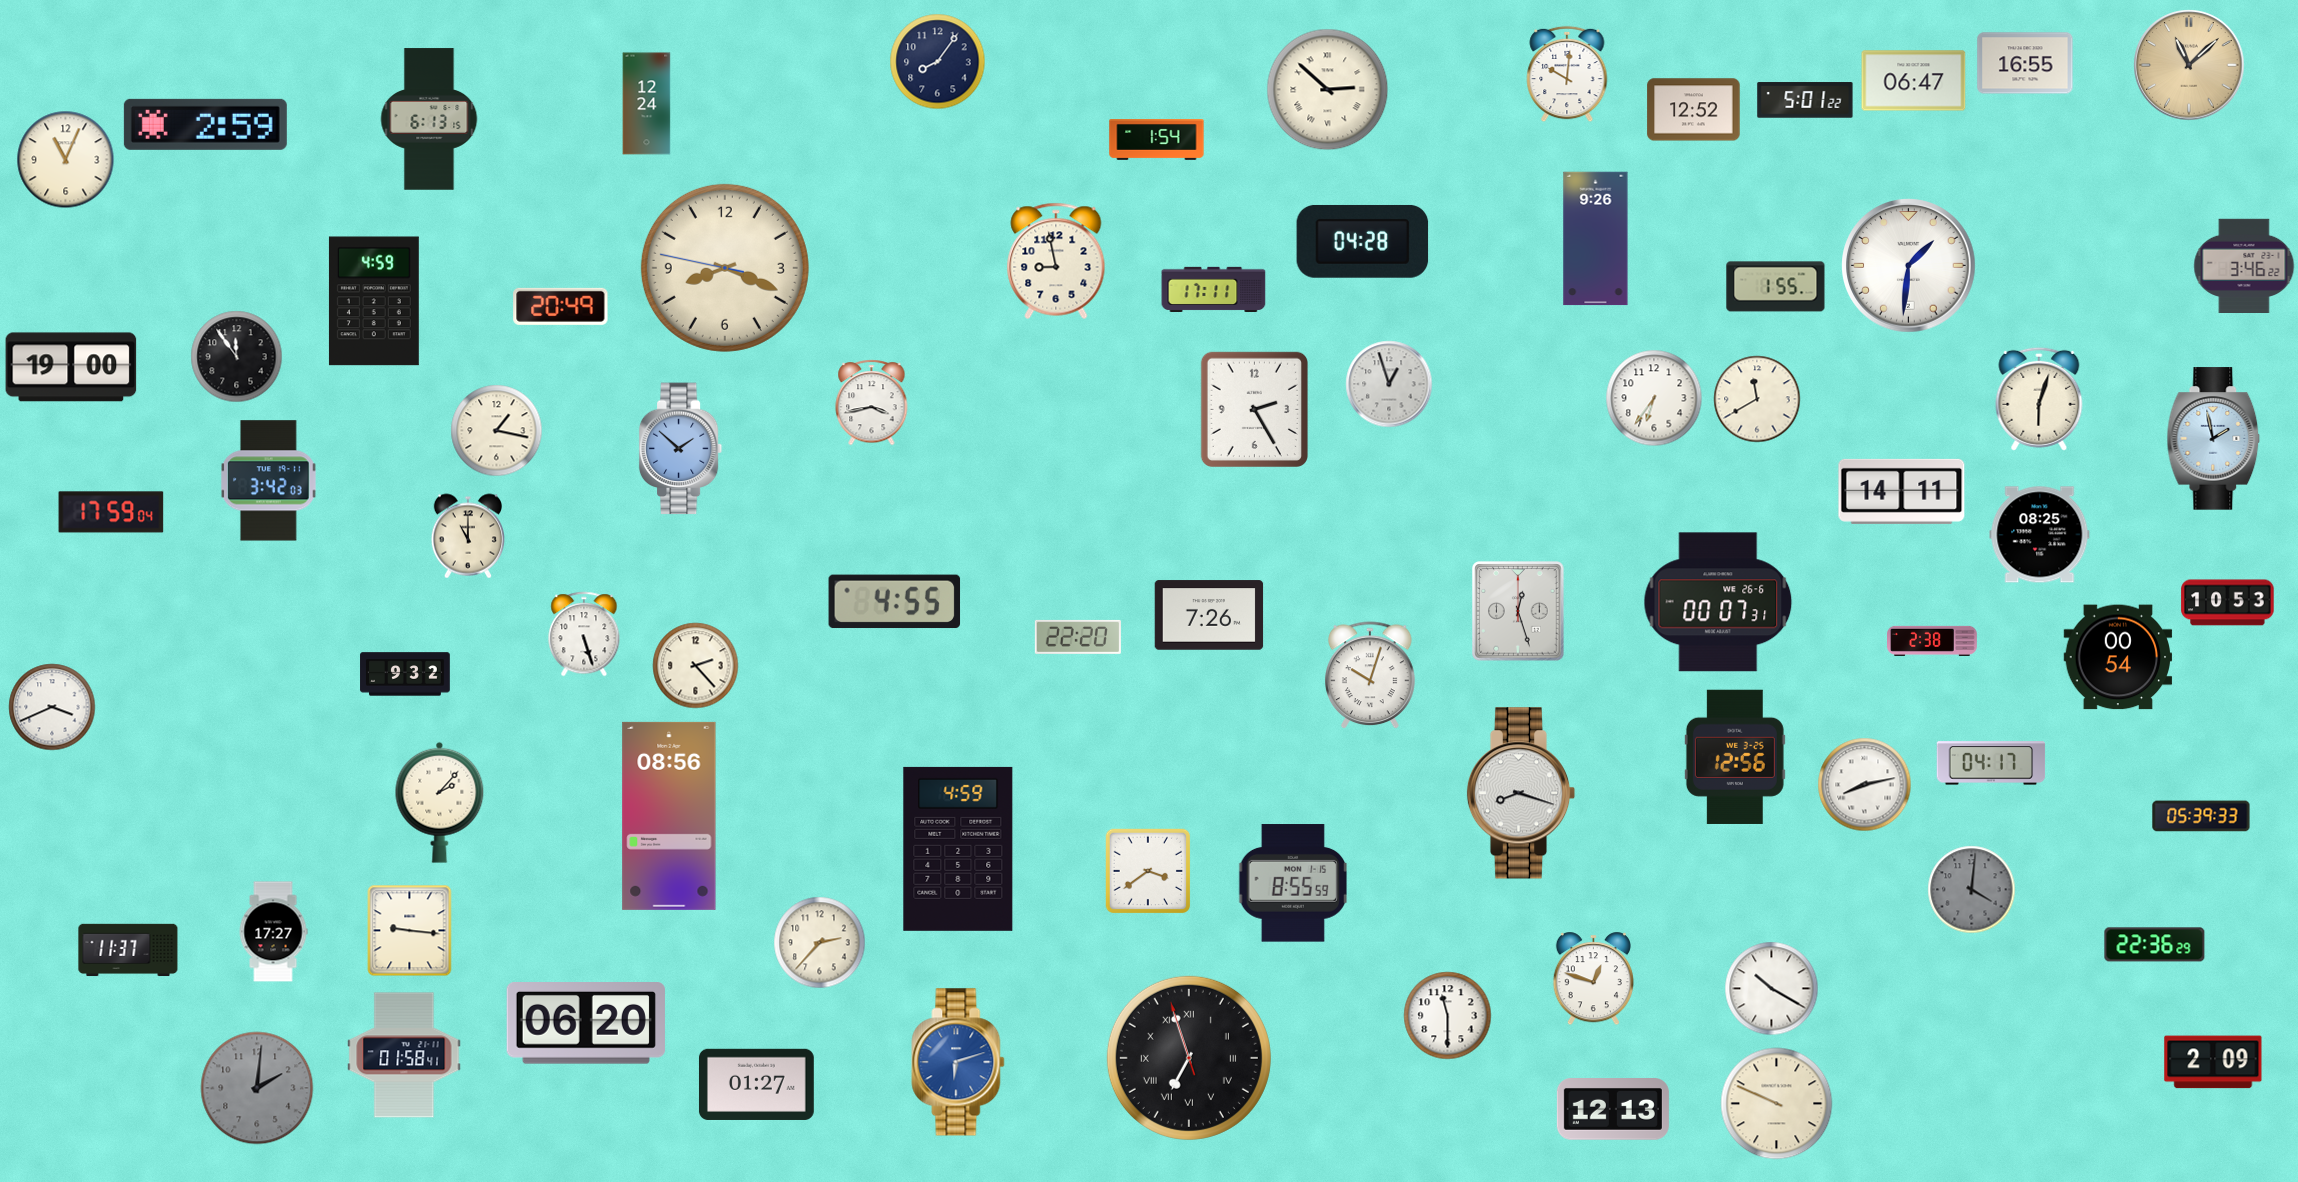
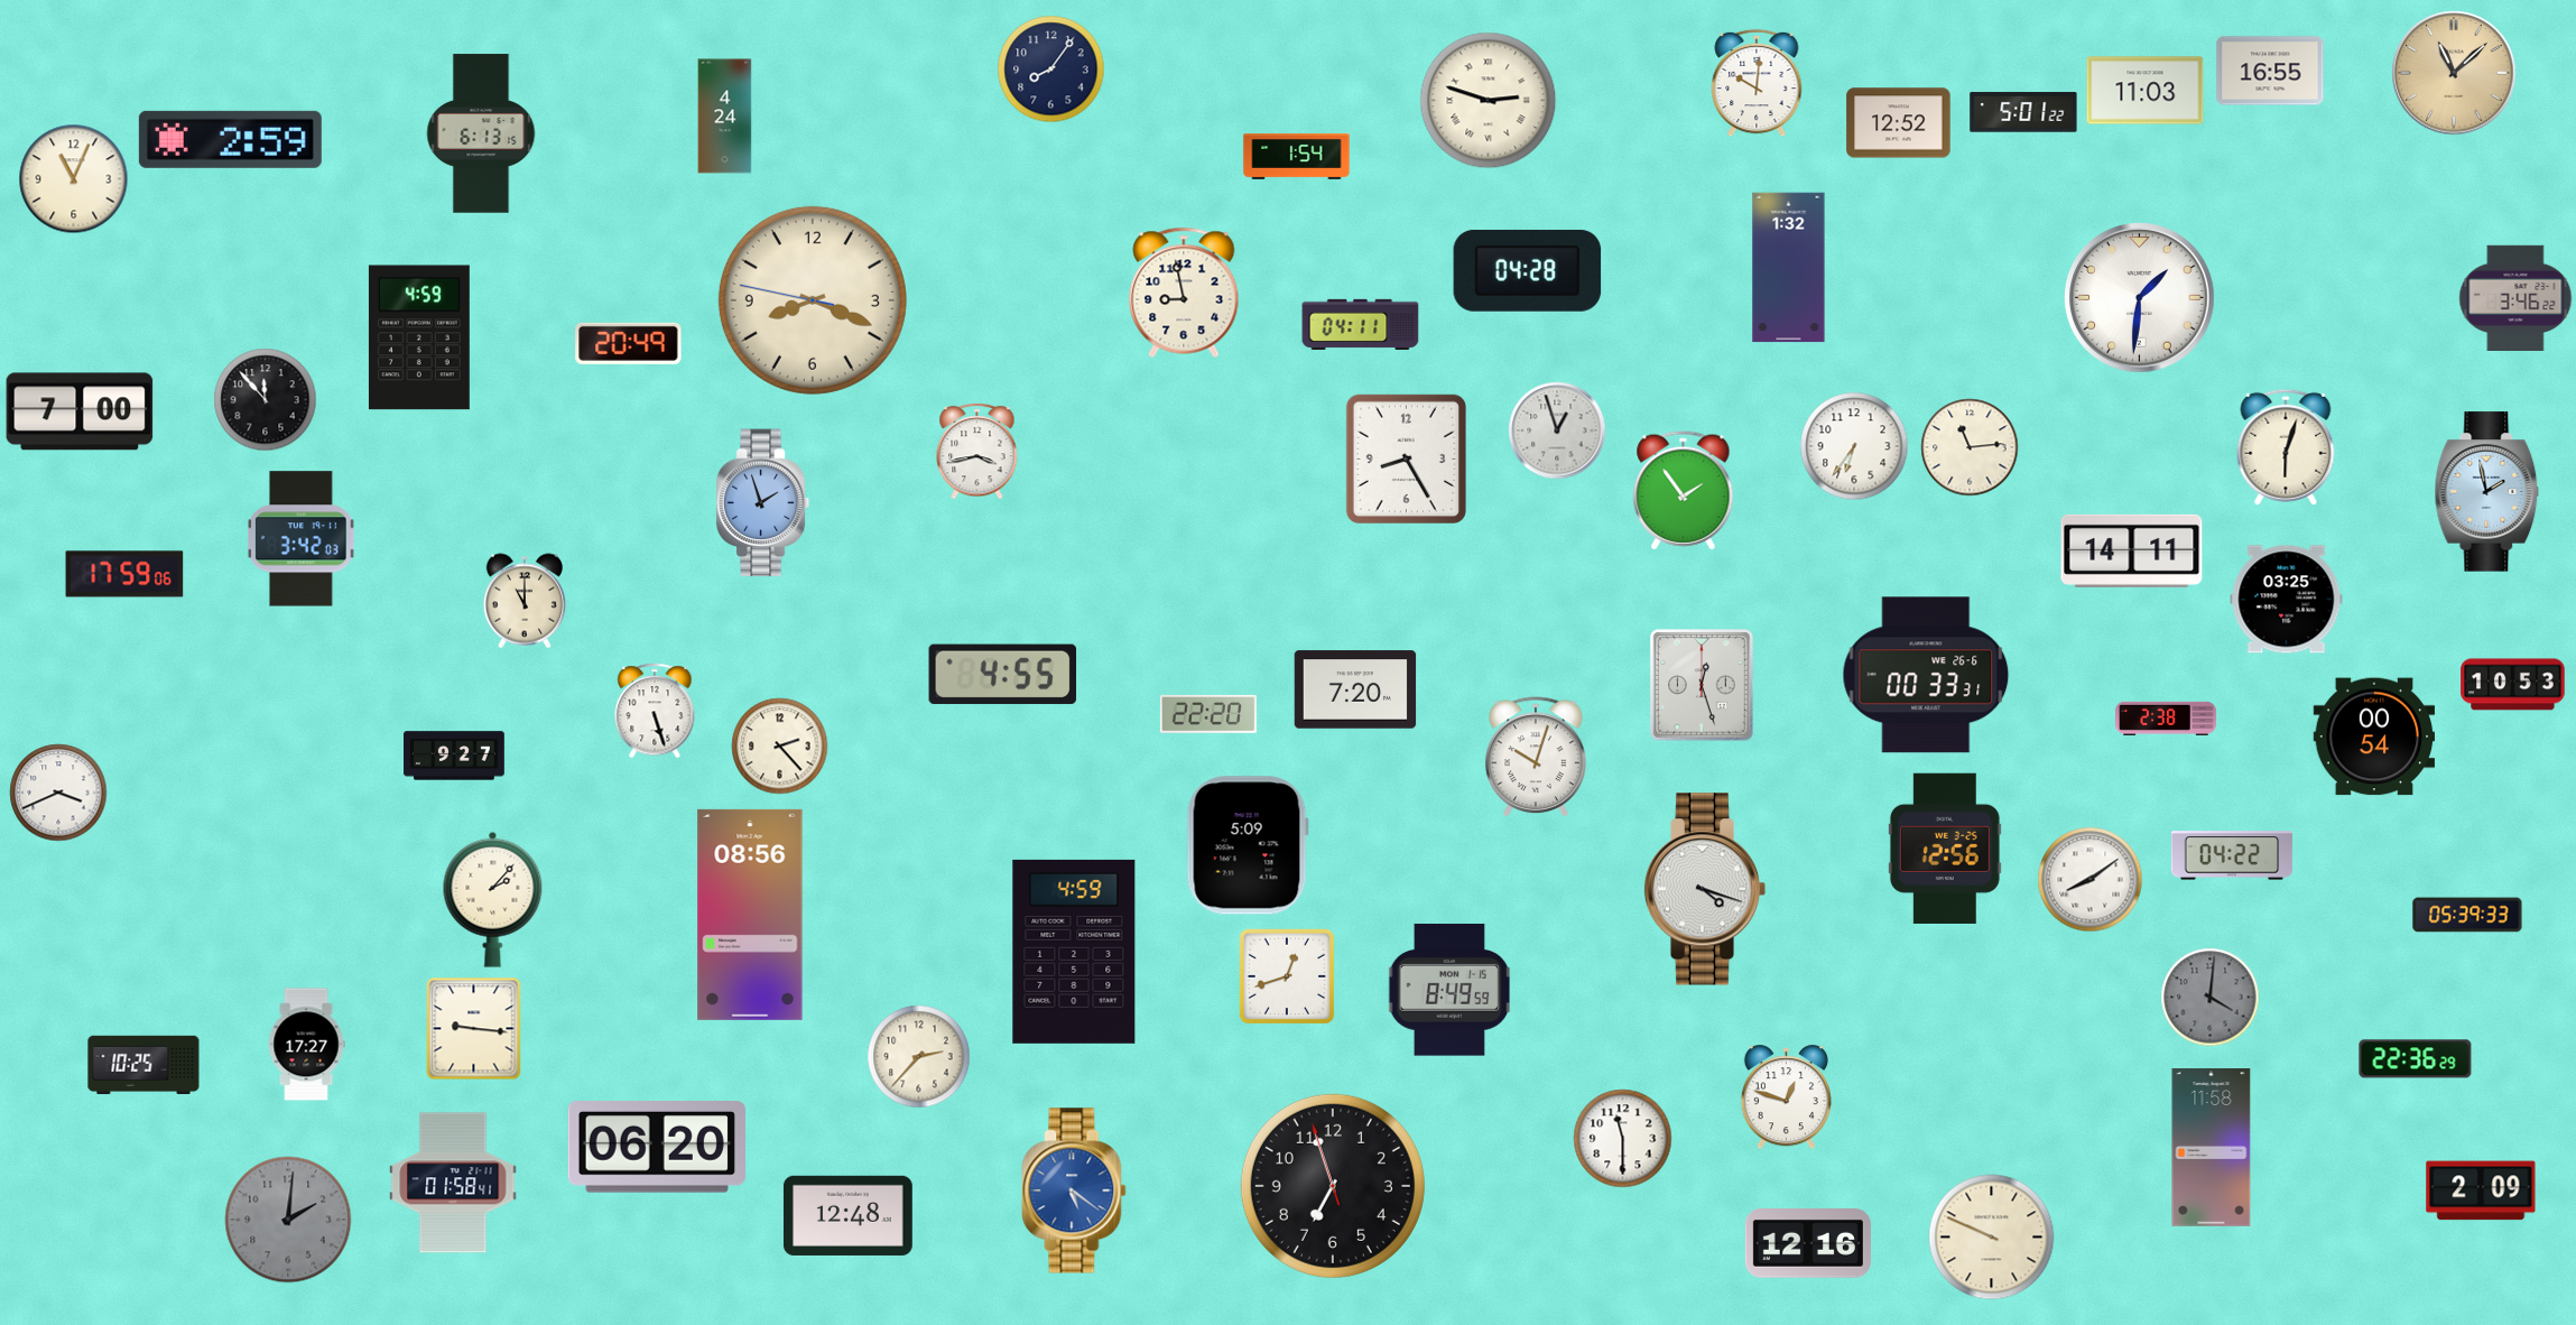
clock at (1914, 81): 06:47 -> 11:03
clock at (1328, 90): 2:52 -> 2:48
clock at (647, 104): 12:24 -> 4:24
clock at (1596, 239): 9:26 -> 1:32
clock at (1776, 287): 1:55 -> none
clock at (1214, 289): 17:11 -> 04:11
clock at (237, 357): 11:54 -> 11:53
clock at (71, 367): 19:00 -> 7:00
clock at (1757, 399): 11:40 -> 11:14
clock at (1254, 409): 2:25 -> 8:25
clock at (497, 431): 1:17 -> none
clock at (1684, 491): none -> 1:54
clock at (2214, 439) position: (2214, 439) -> (2487, 492)
clock at (681, 449): 1:52 -> 1:57
clock at (111, 512): 17:59:04 -> 17:59:06
clock at (2040, 535): 08:25 -> 03:25
clock at (1718, 602): 00:07 -> 00:33
clock at (2228, 603) position: (2228, 603) -> (2513, 685)
clock at (1209, 615): 7:26 -> 7:20
clock at (405, 674): 9:32 -> 9:27
clock at (1248, 845): none -> 5:09
clock at (1991, 763): 04:17 -> 04:22
clock at (1865, 785): 8:13 -> 8:09
clock at (1521, 793): 8:18 -> 4:18
clock at (1148, 871): 3:39 -> 12:42
clock at (1292, 883): 8:55 -> 8:49
clock at (410, 931) position: (410, 931) -> (474, 1029)
clock at (128, 950): 11:37 -> 10:25
clock at (1772, 989): 10:20 -> none
clock at (2212, 1148): none -> 11:58
clock at (1189, 1058) numerals: Roman -> Arabic
clock at (958, 1062): 6:12 -> 5:21
clock at (756, 1084): 01:27 -> 12:48
clock at (1613, 1110): 12:13 -> 12:16
